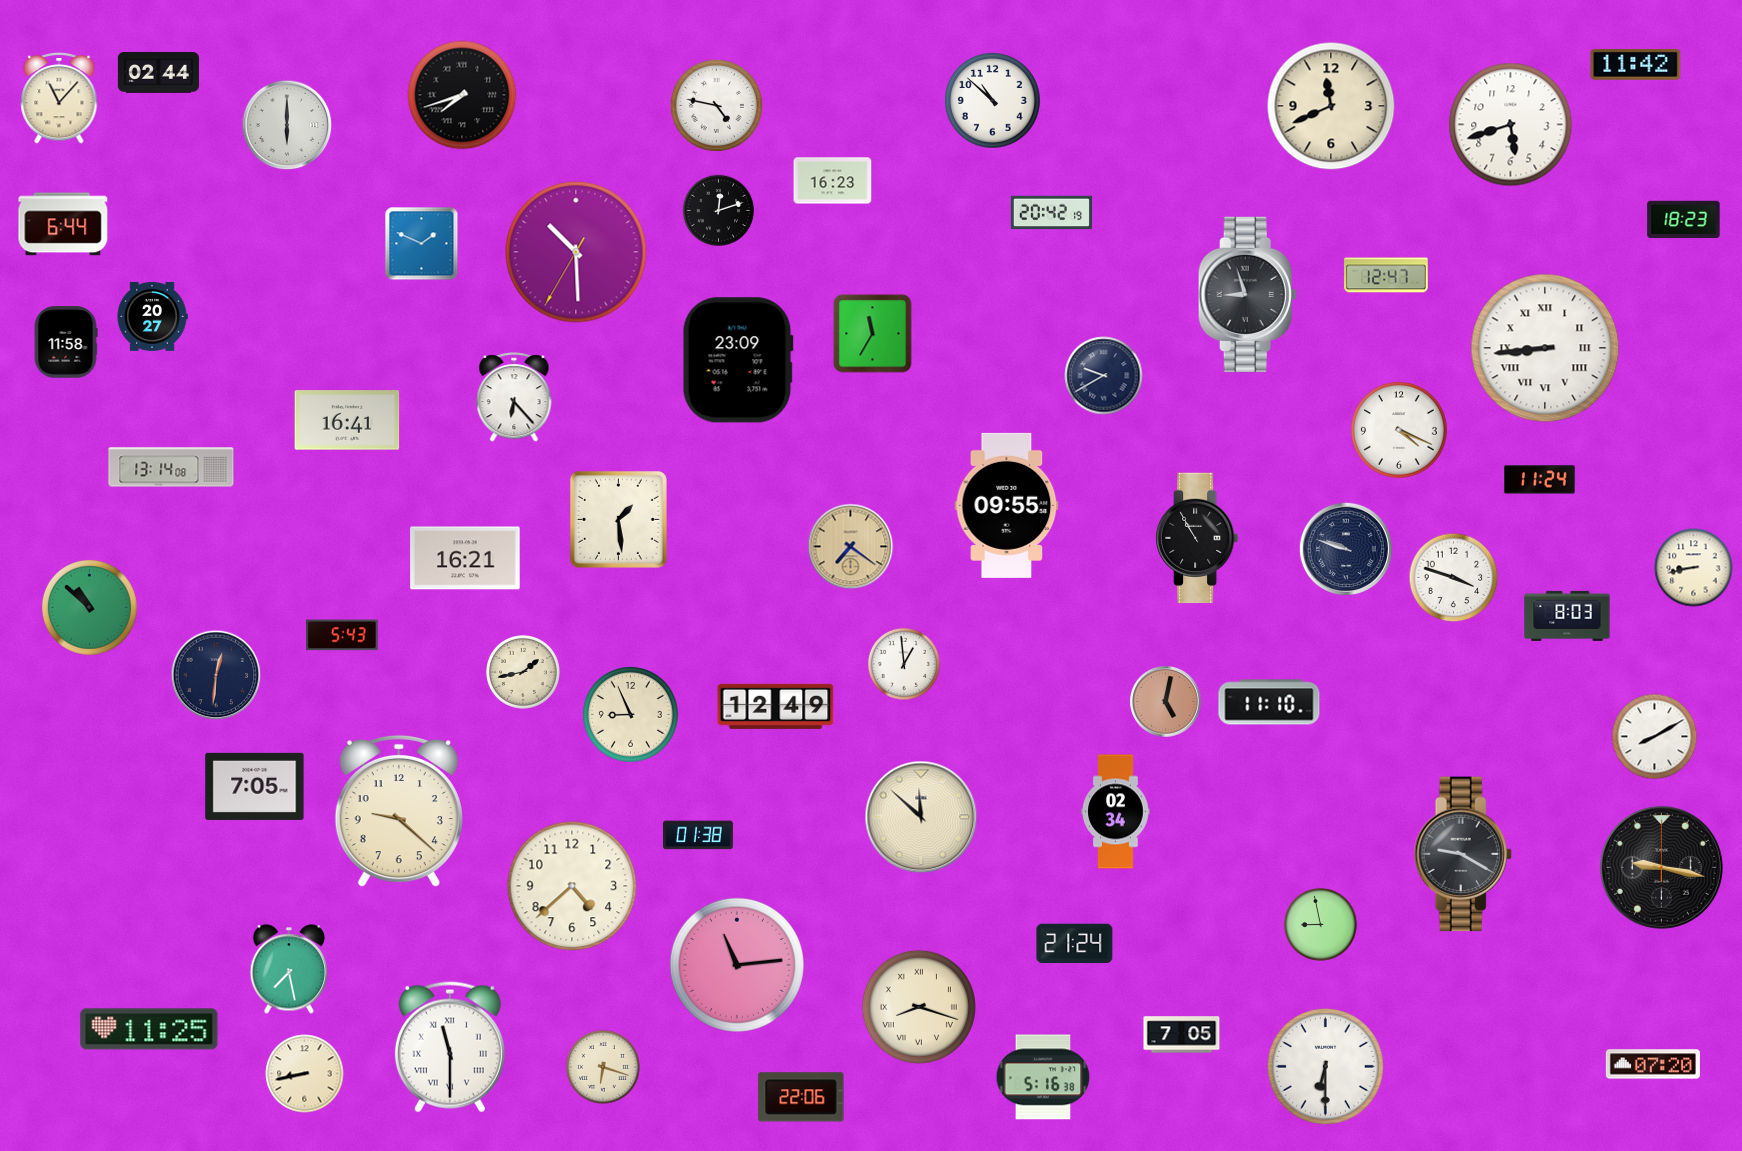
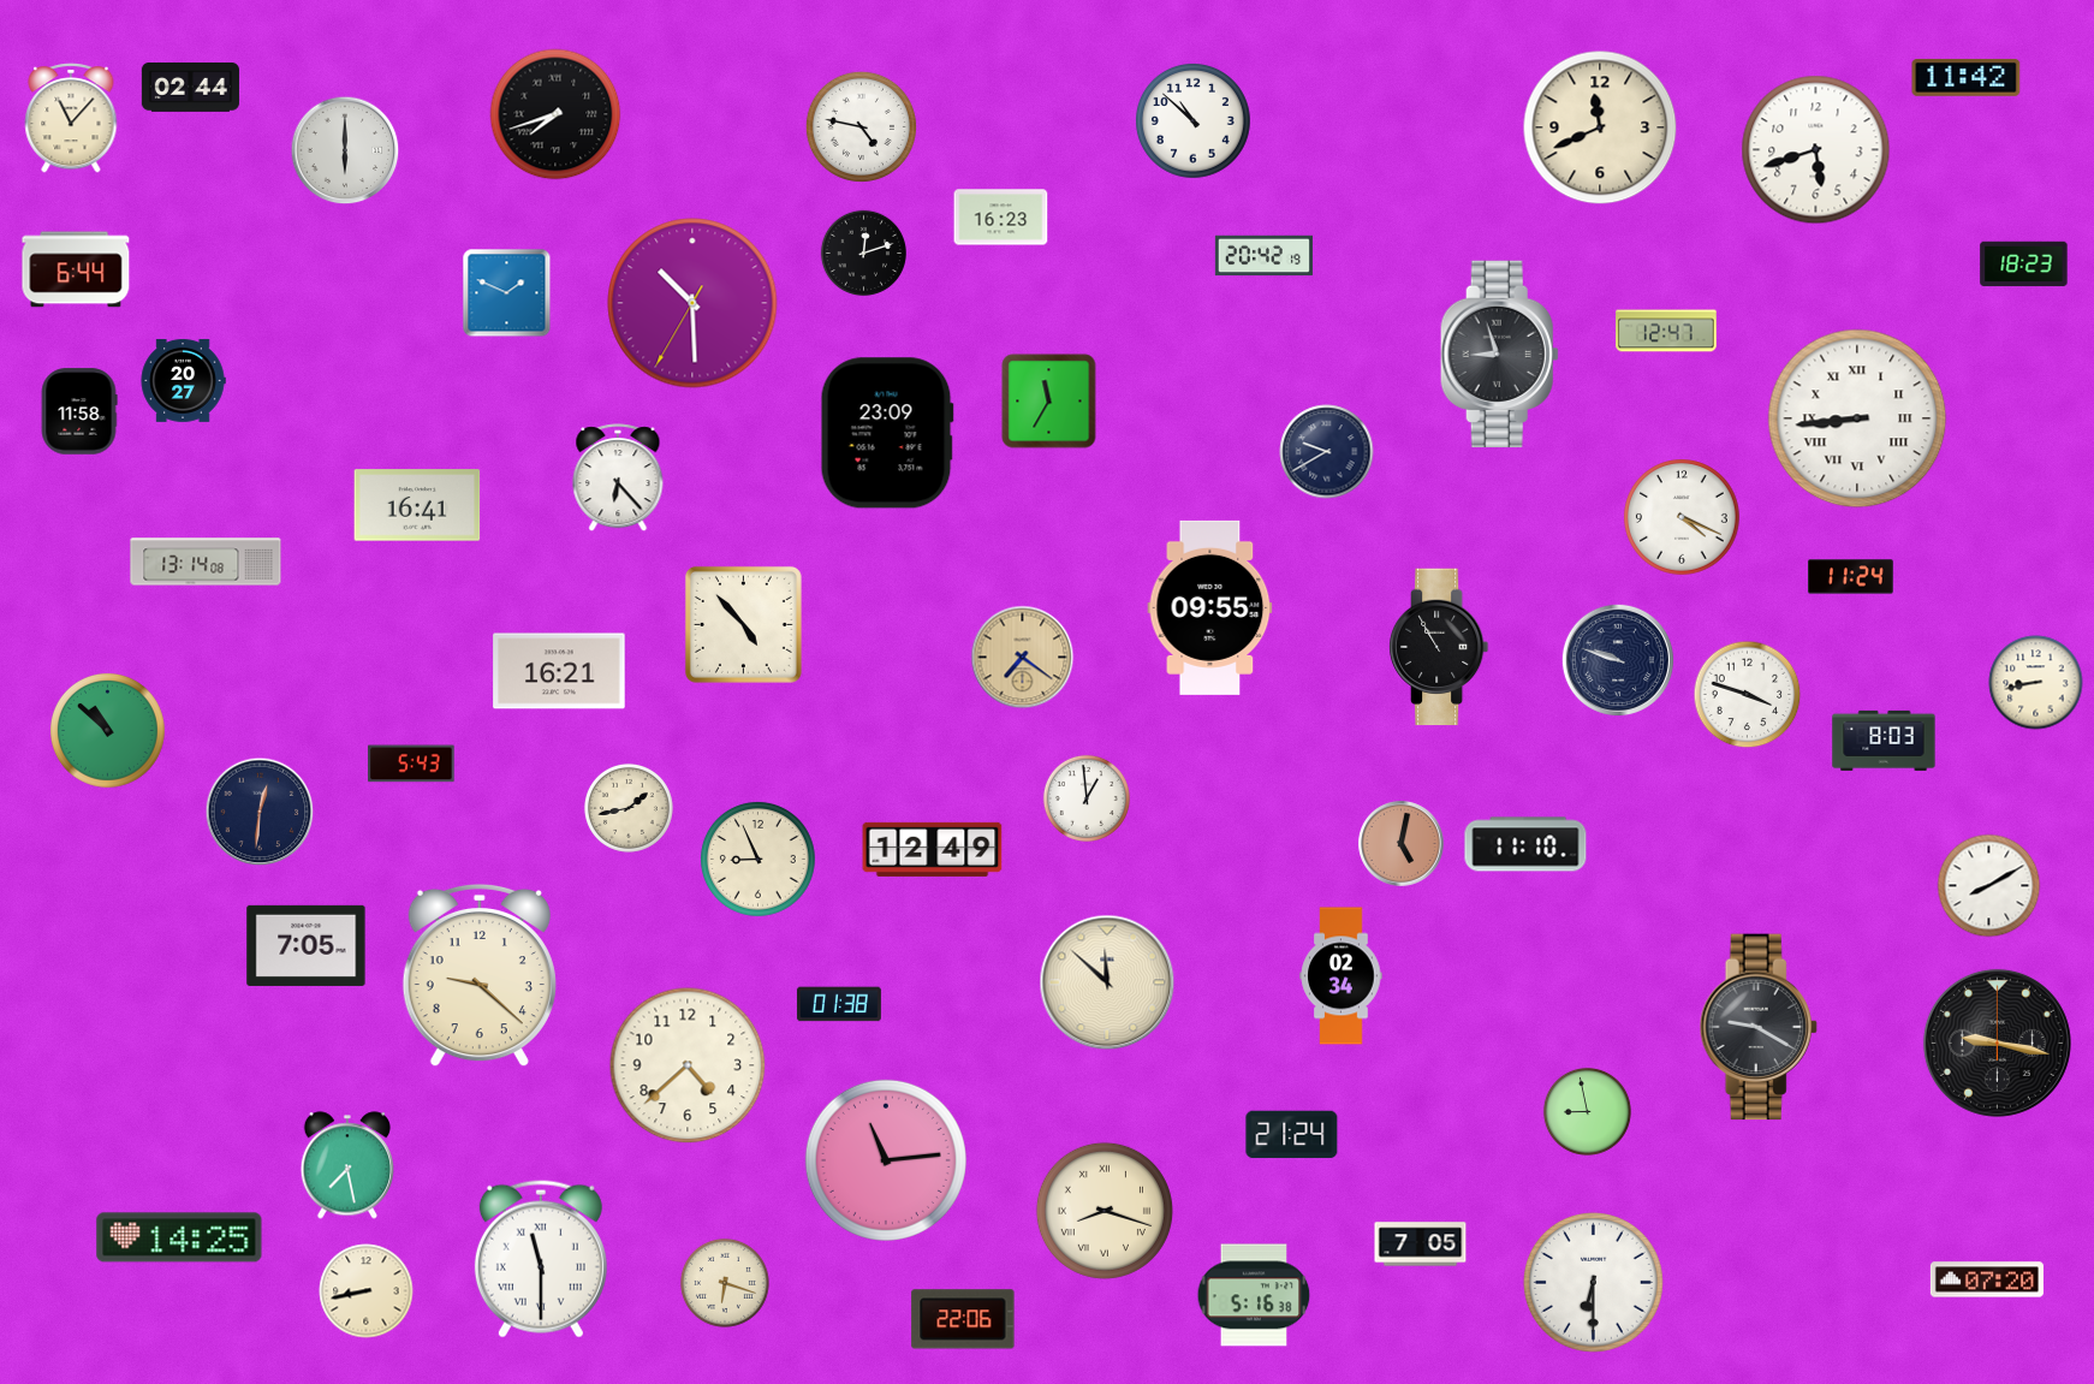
clock at (618, 519): 1:29 -> 4:53
clock at (149, 1029): 11:25 -> 14:25
